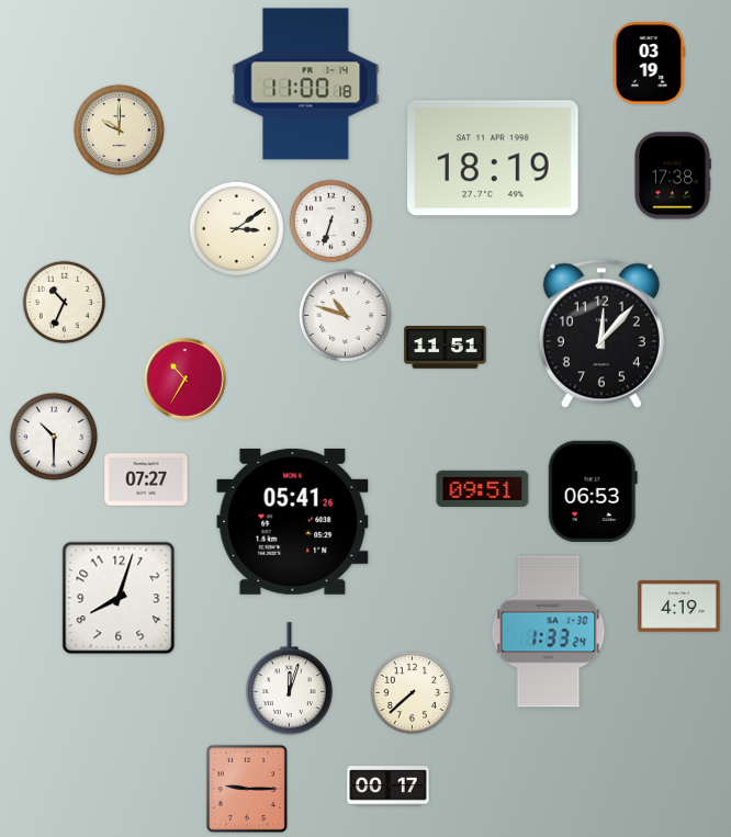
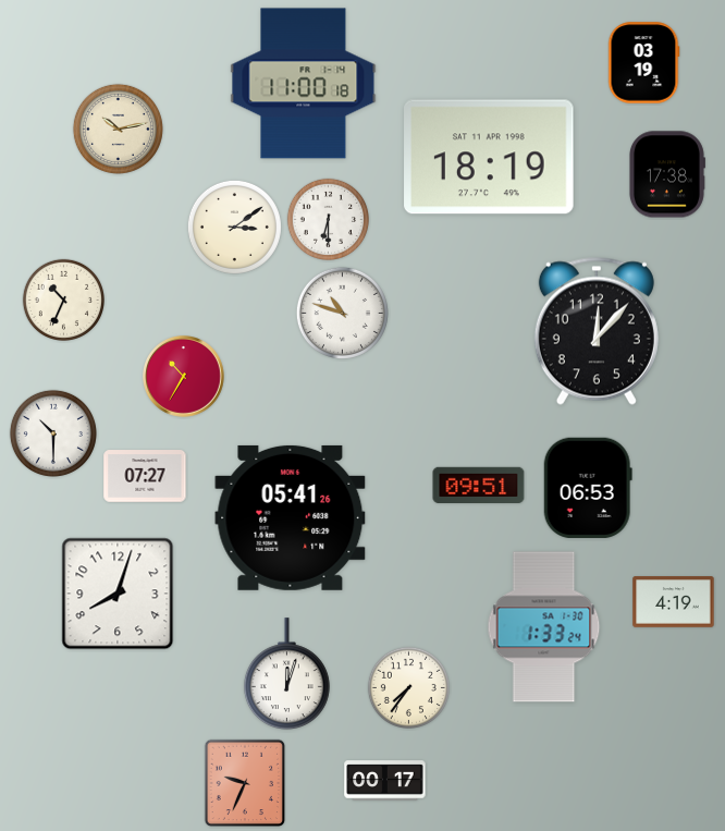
clock at (119, 129): 10:00 -> 10:13
clock at (330, 220): 6:33 -> 6:30
clock at (446, 348): 11:51 -> none
clock at (412, 692): 7:38 -> 7:36
clock at (247, 789): 9:15 -> 9:34
